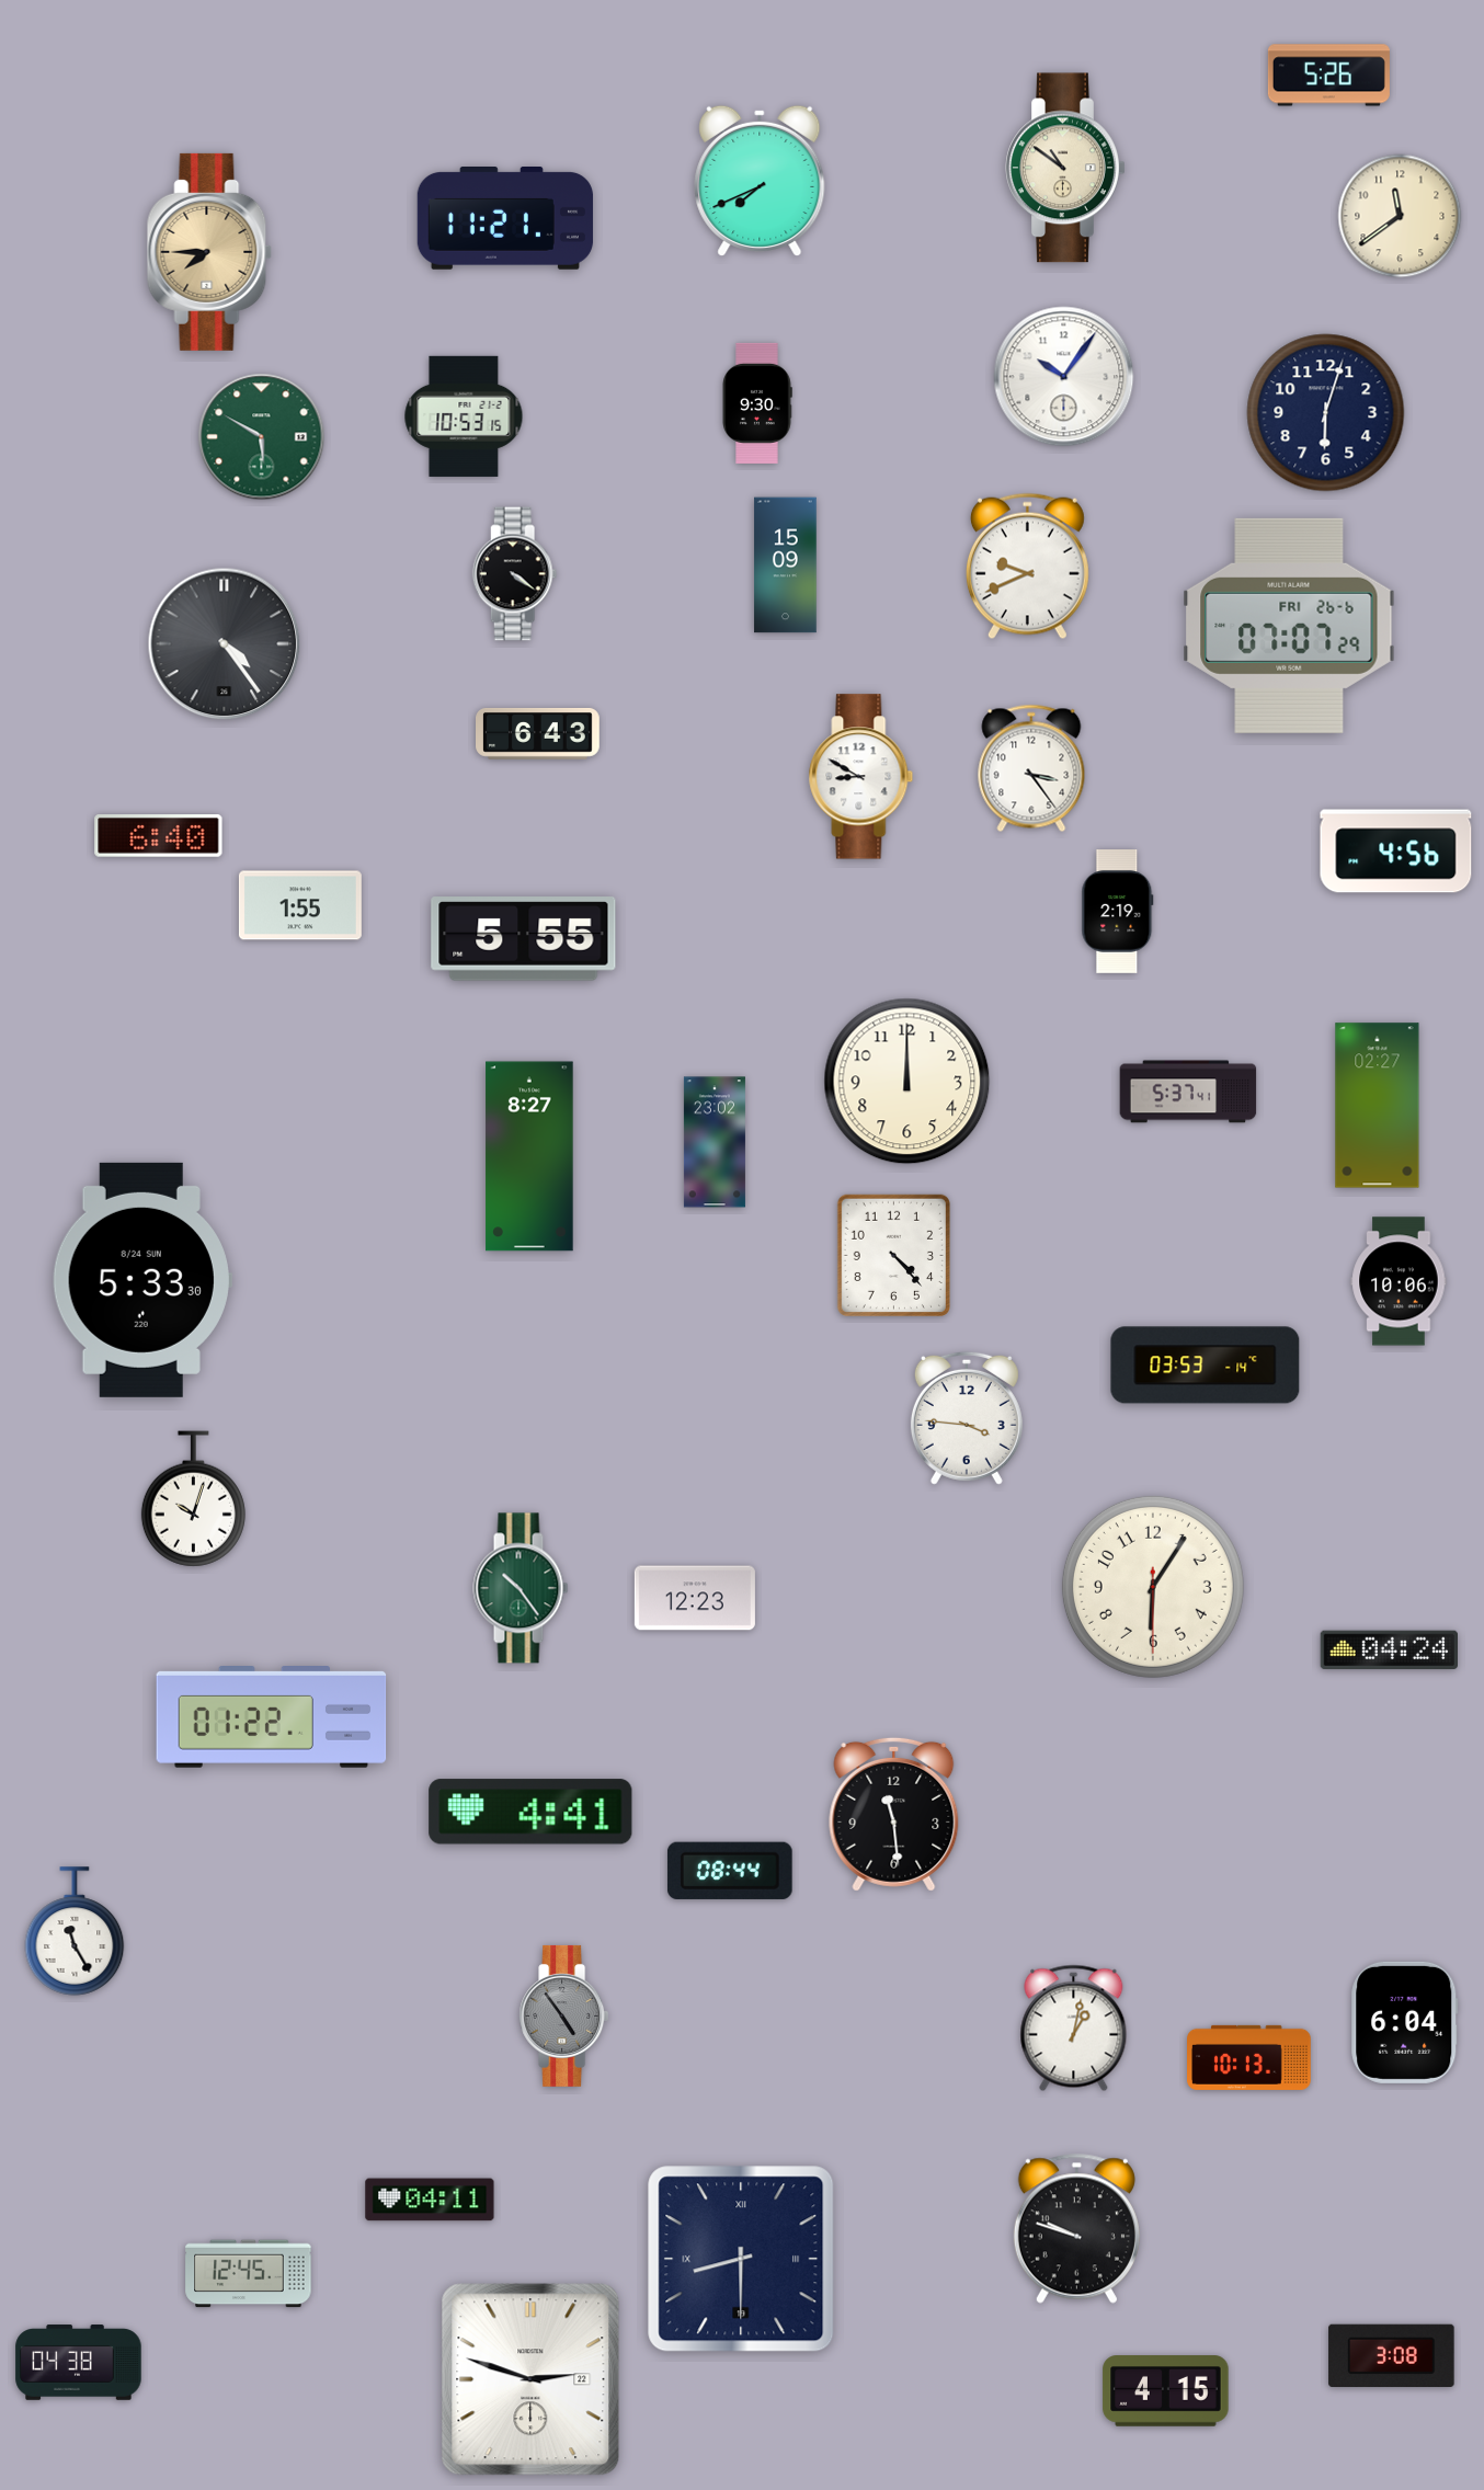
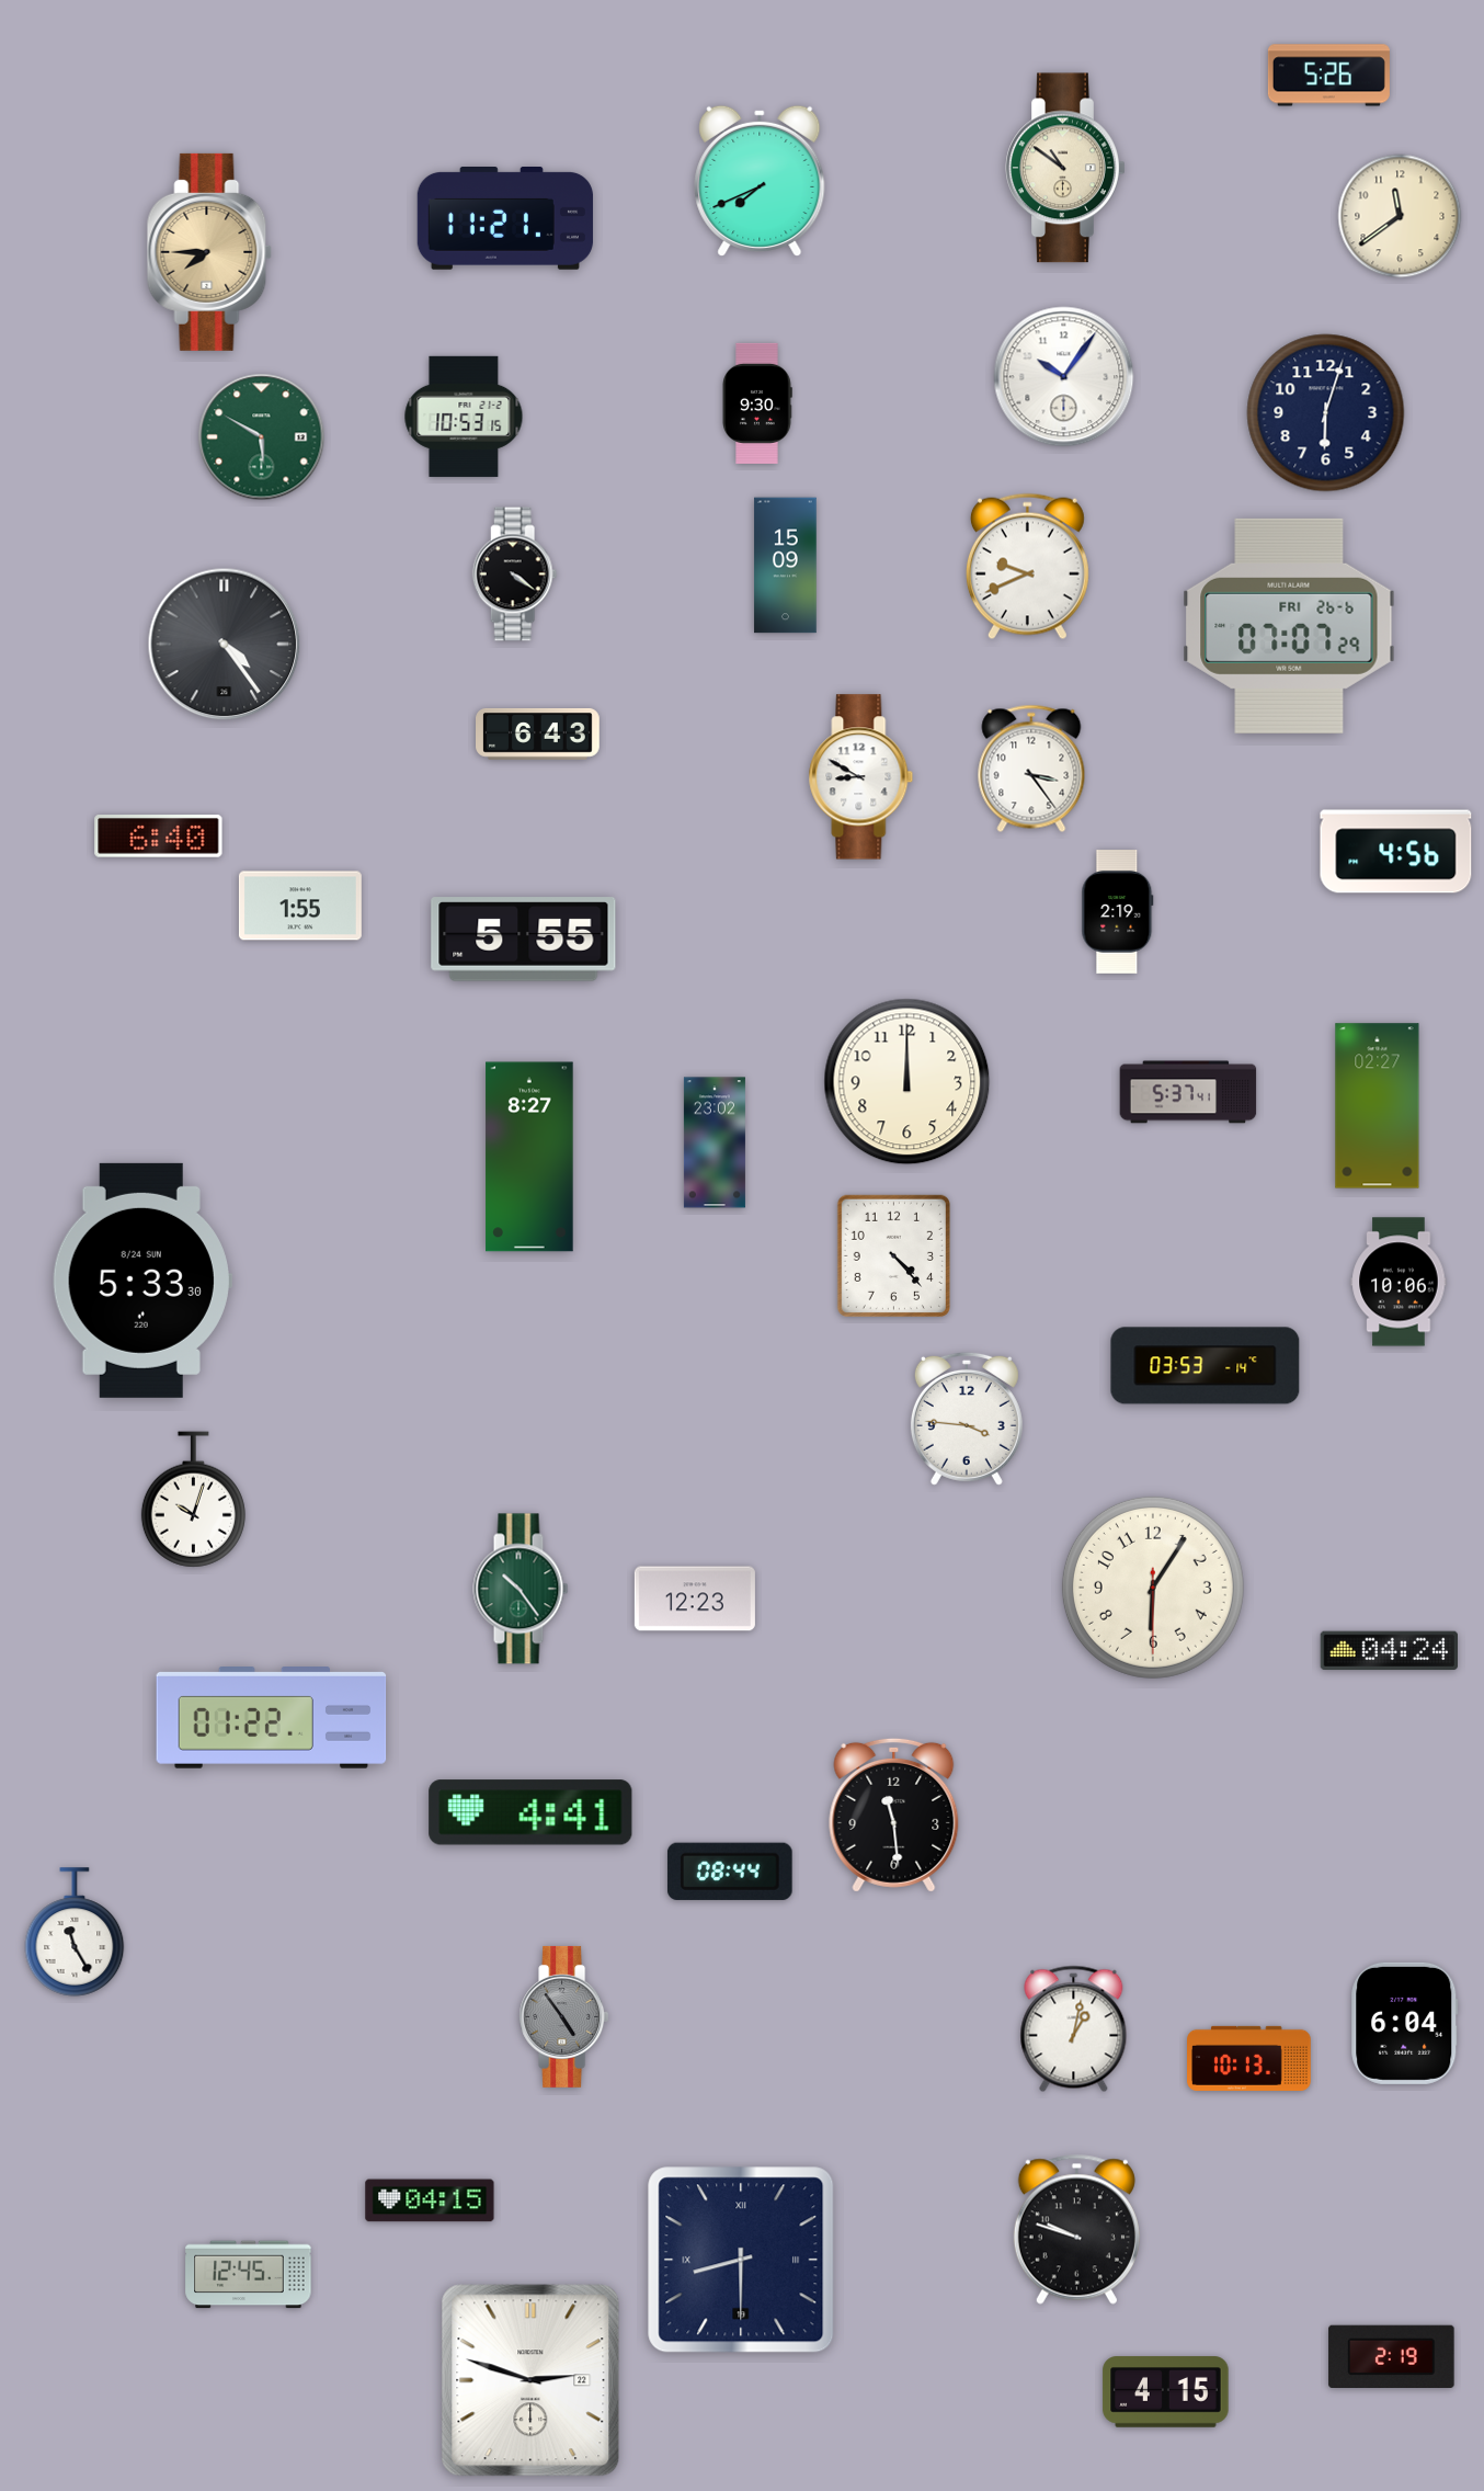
clock at (430, 2200): 04:11 -> 04:15
clock at (1392, 2355): 3:08 -> 2:19
clock at (79, 2363): 04:38 -> none
